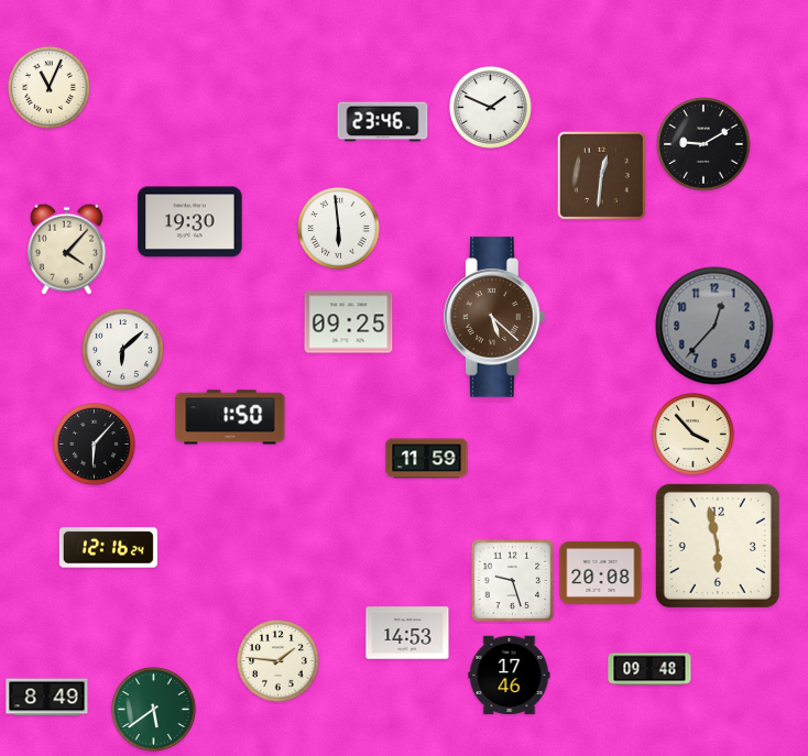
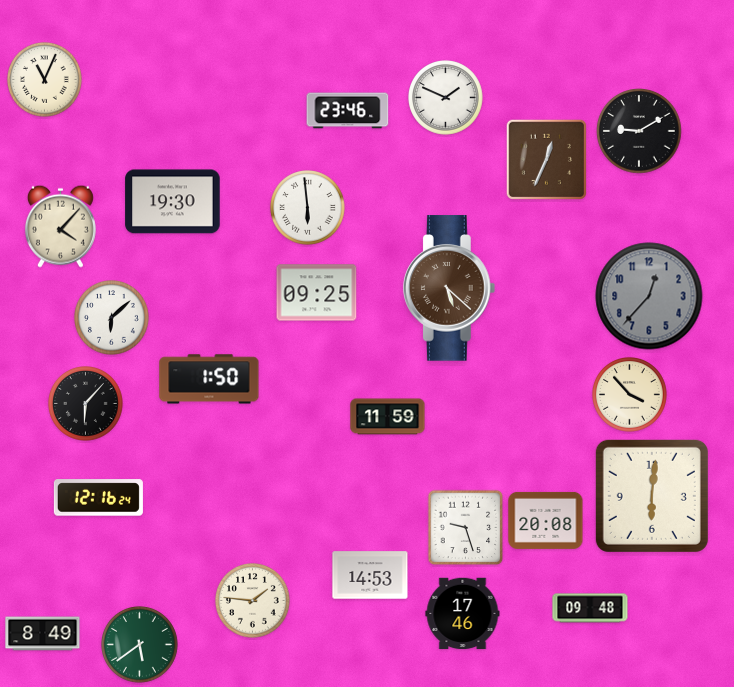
clock at (601, 175): 12:31 -> 12:34
clock at (718, 546): 5:58 -> 6:01
